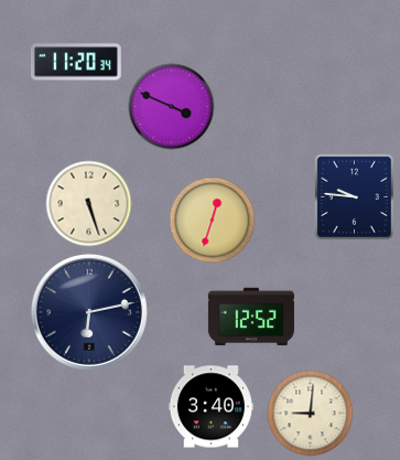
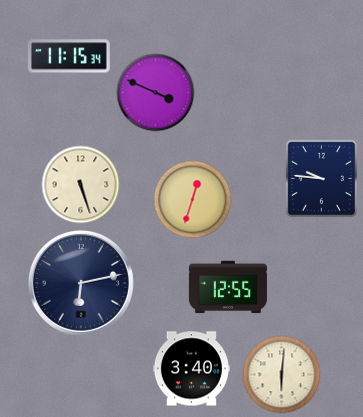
clock at (76, 62): 11:20 -> 11:15
clock at (171, 106) position: (171, 106) -> (155, 92)
clock at (251, 317): 12:52 -> 12:55
clock at (310, 413): 9:01 -> 6:01
